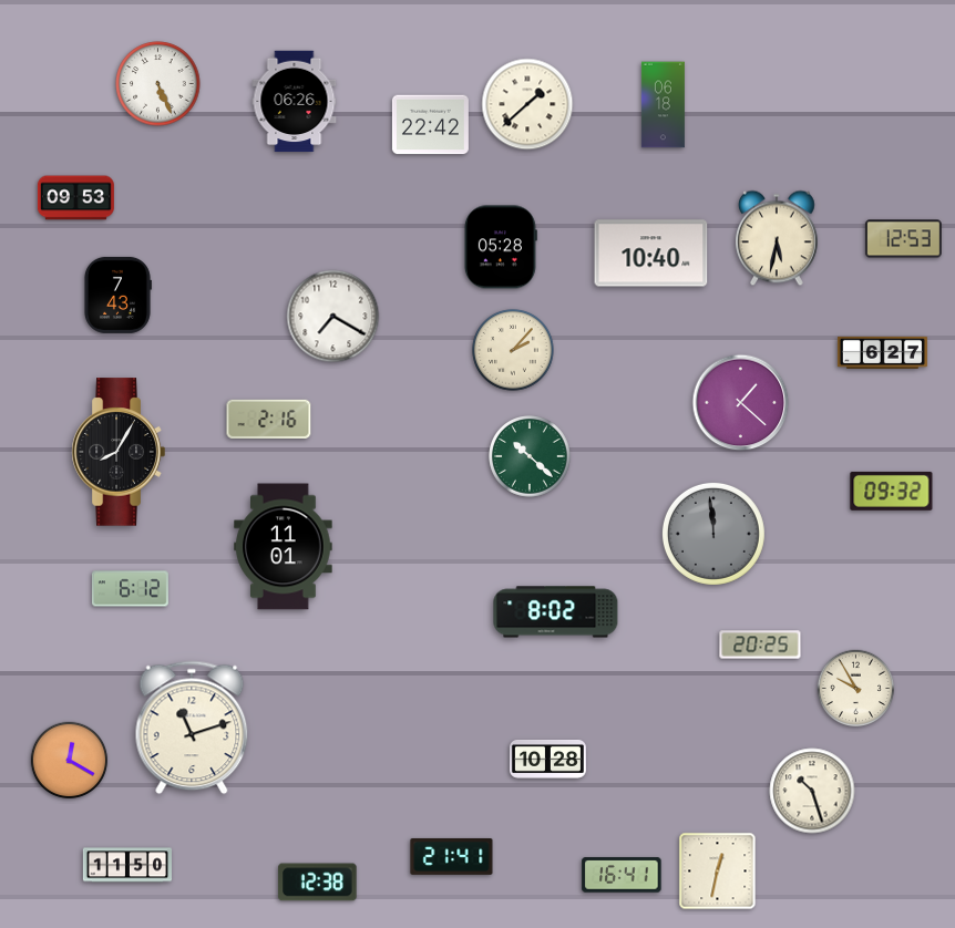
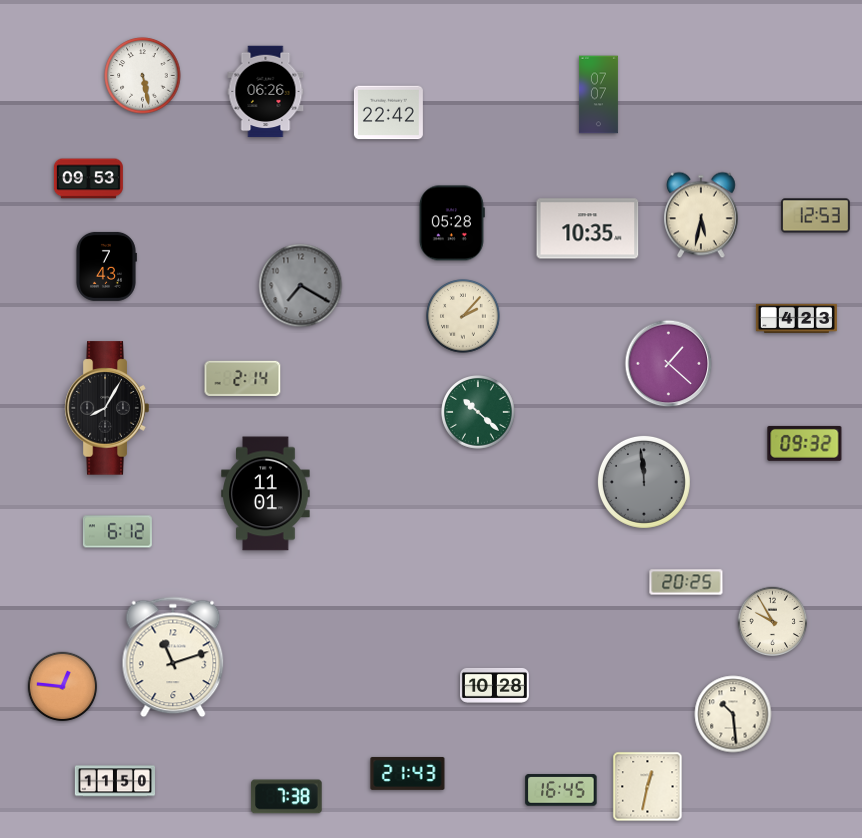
clock at (158, 84): 5:26 -> 5:28
clock at (527, 104): 1:38 -> none
clock at (663, 105): 06:18 -> 07:07
clock at (75, 198) position: (75, 198) -> (88, 179)
clock at (651, 254): 10:40 -> 10:35
clock at (333, 317) dial: white -> grey
clock at (882, 352): 6:27 -> 4:23
clock at (269, 419): 2:16 -> 2:14
clock at (284, 547) position: (284, 547) -> (266, 494)
clock at (556, 612): 8:02 -> none
clock at (70, 761): 12:20 -> 12:46
clock at (812, 791): 10:27 -> 10:29
clock at (452, 856): 21:41 -> 21:43
clock at (622, 875): 16:41 -> 16:45
clock at (318, 883): 12:38 -> 7:38
